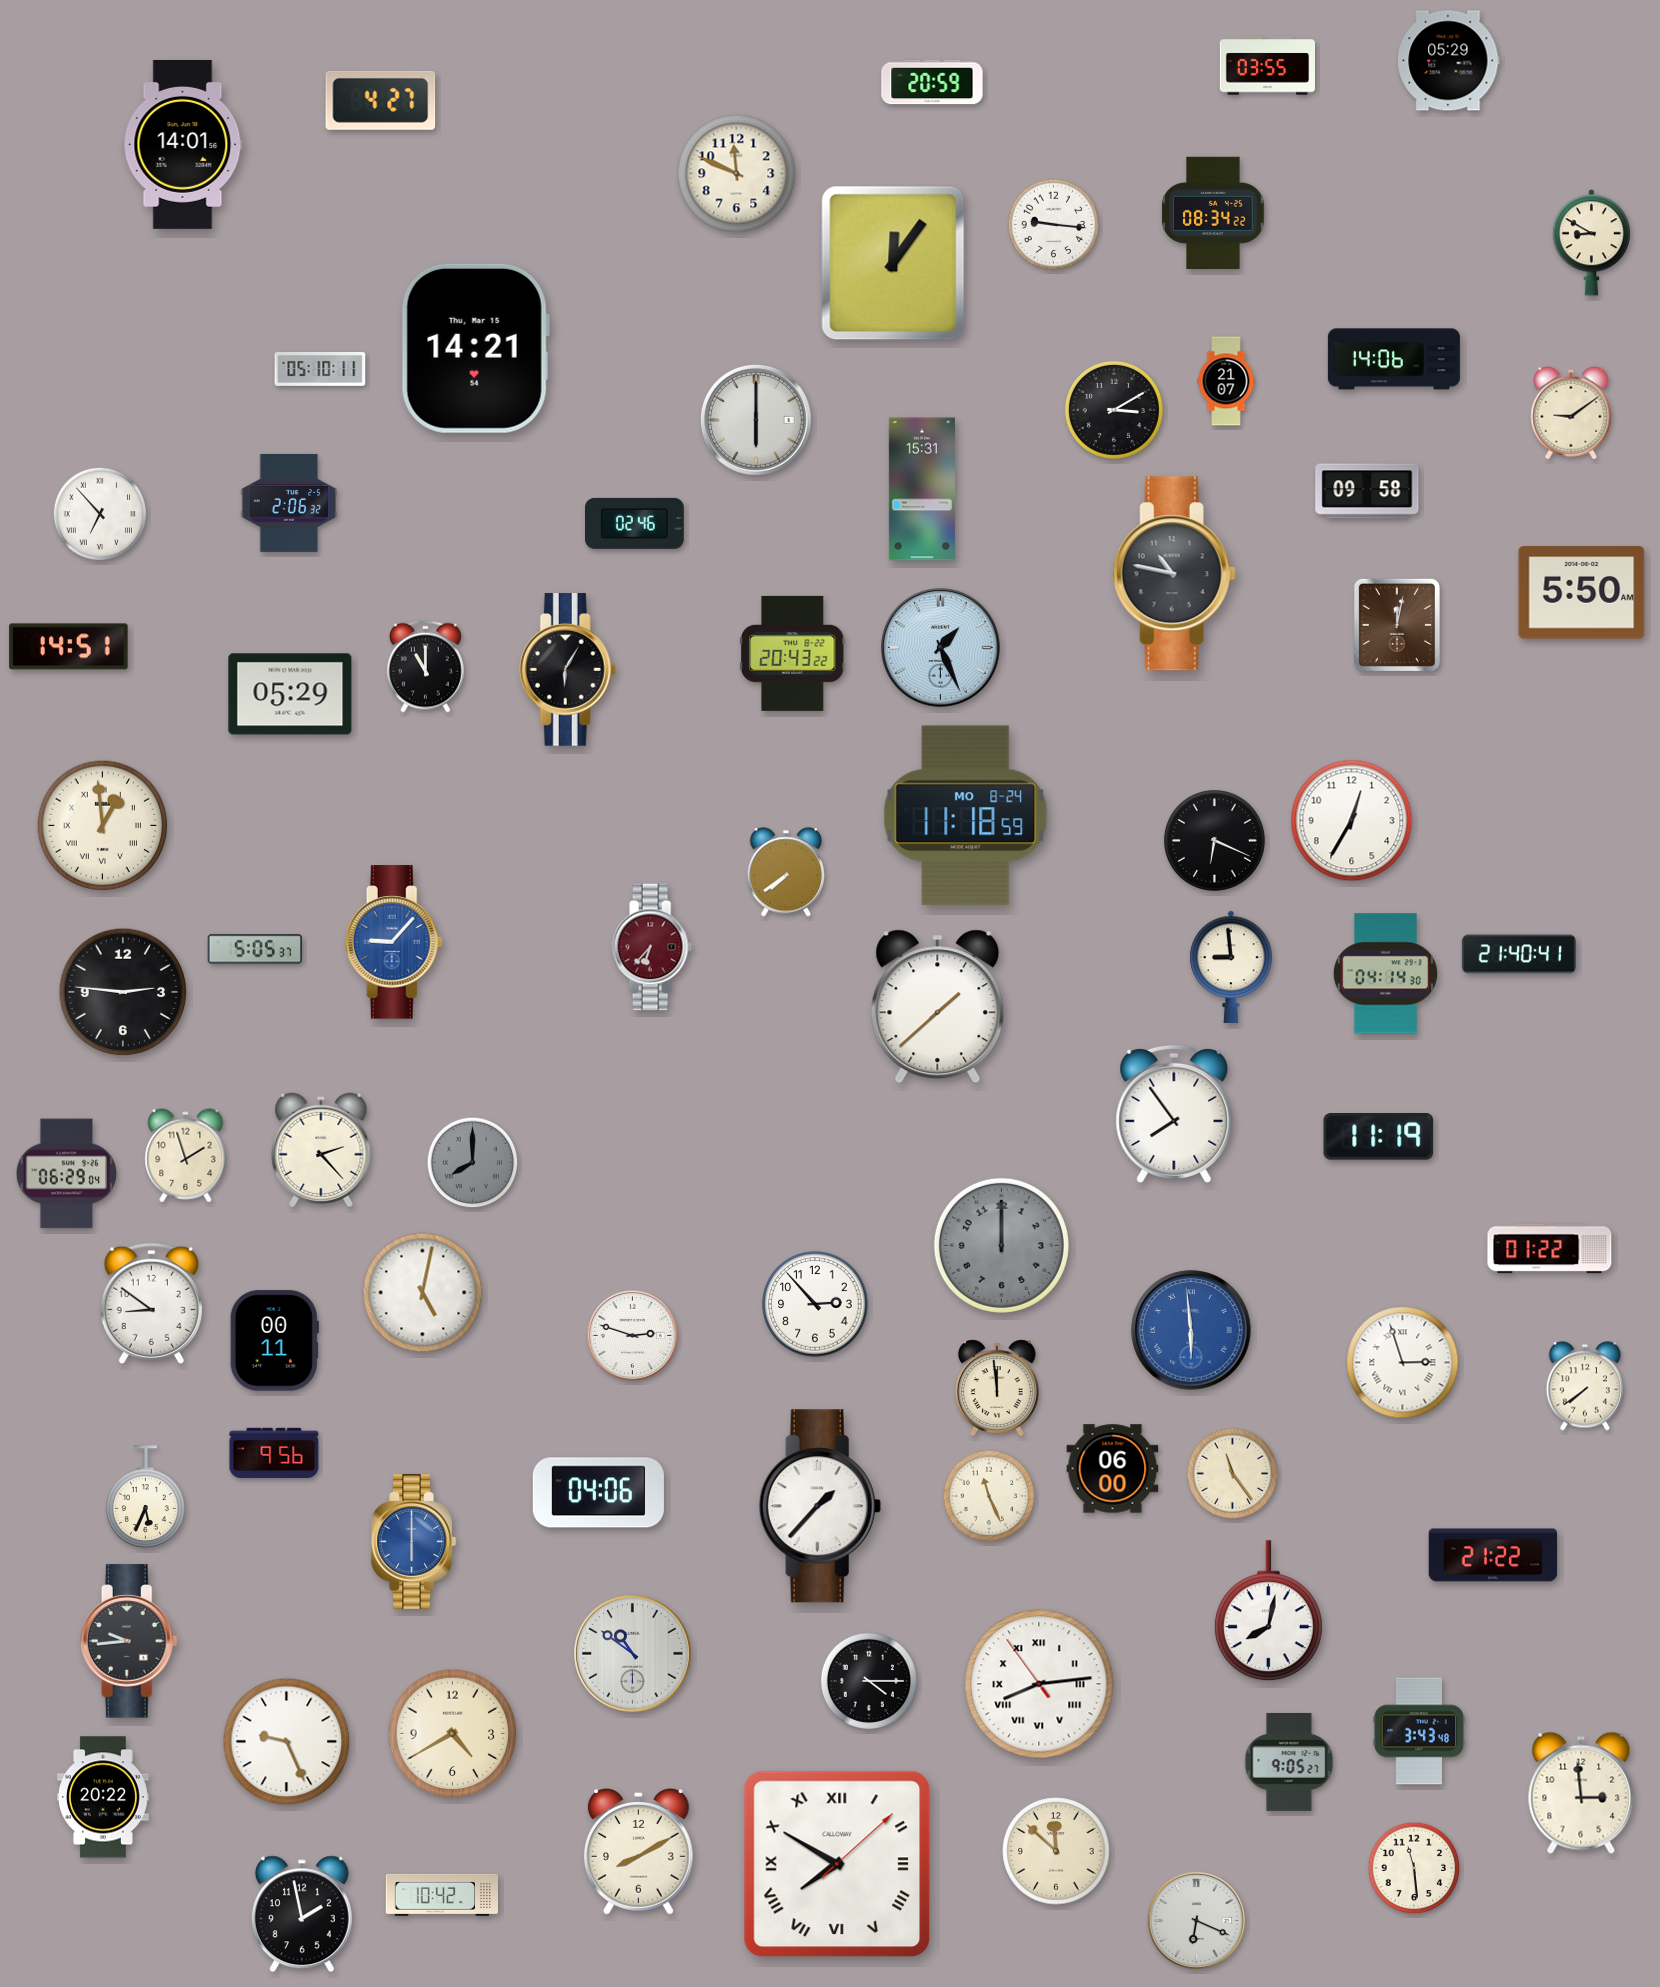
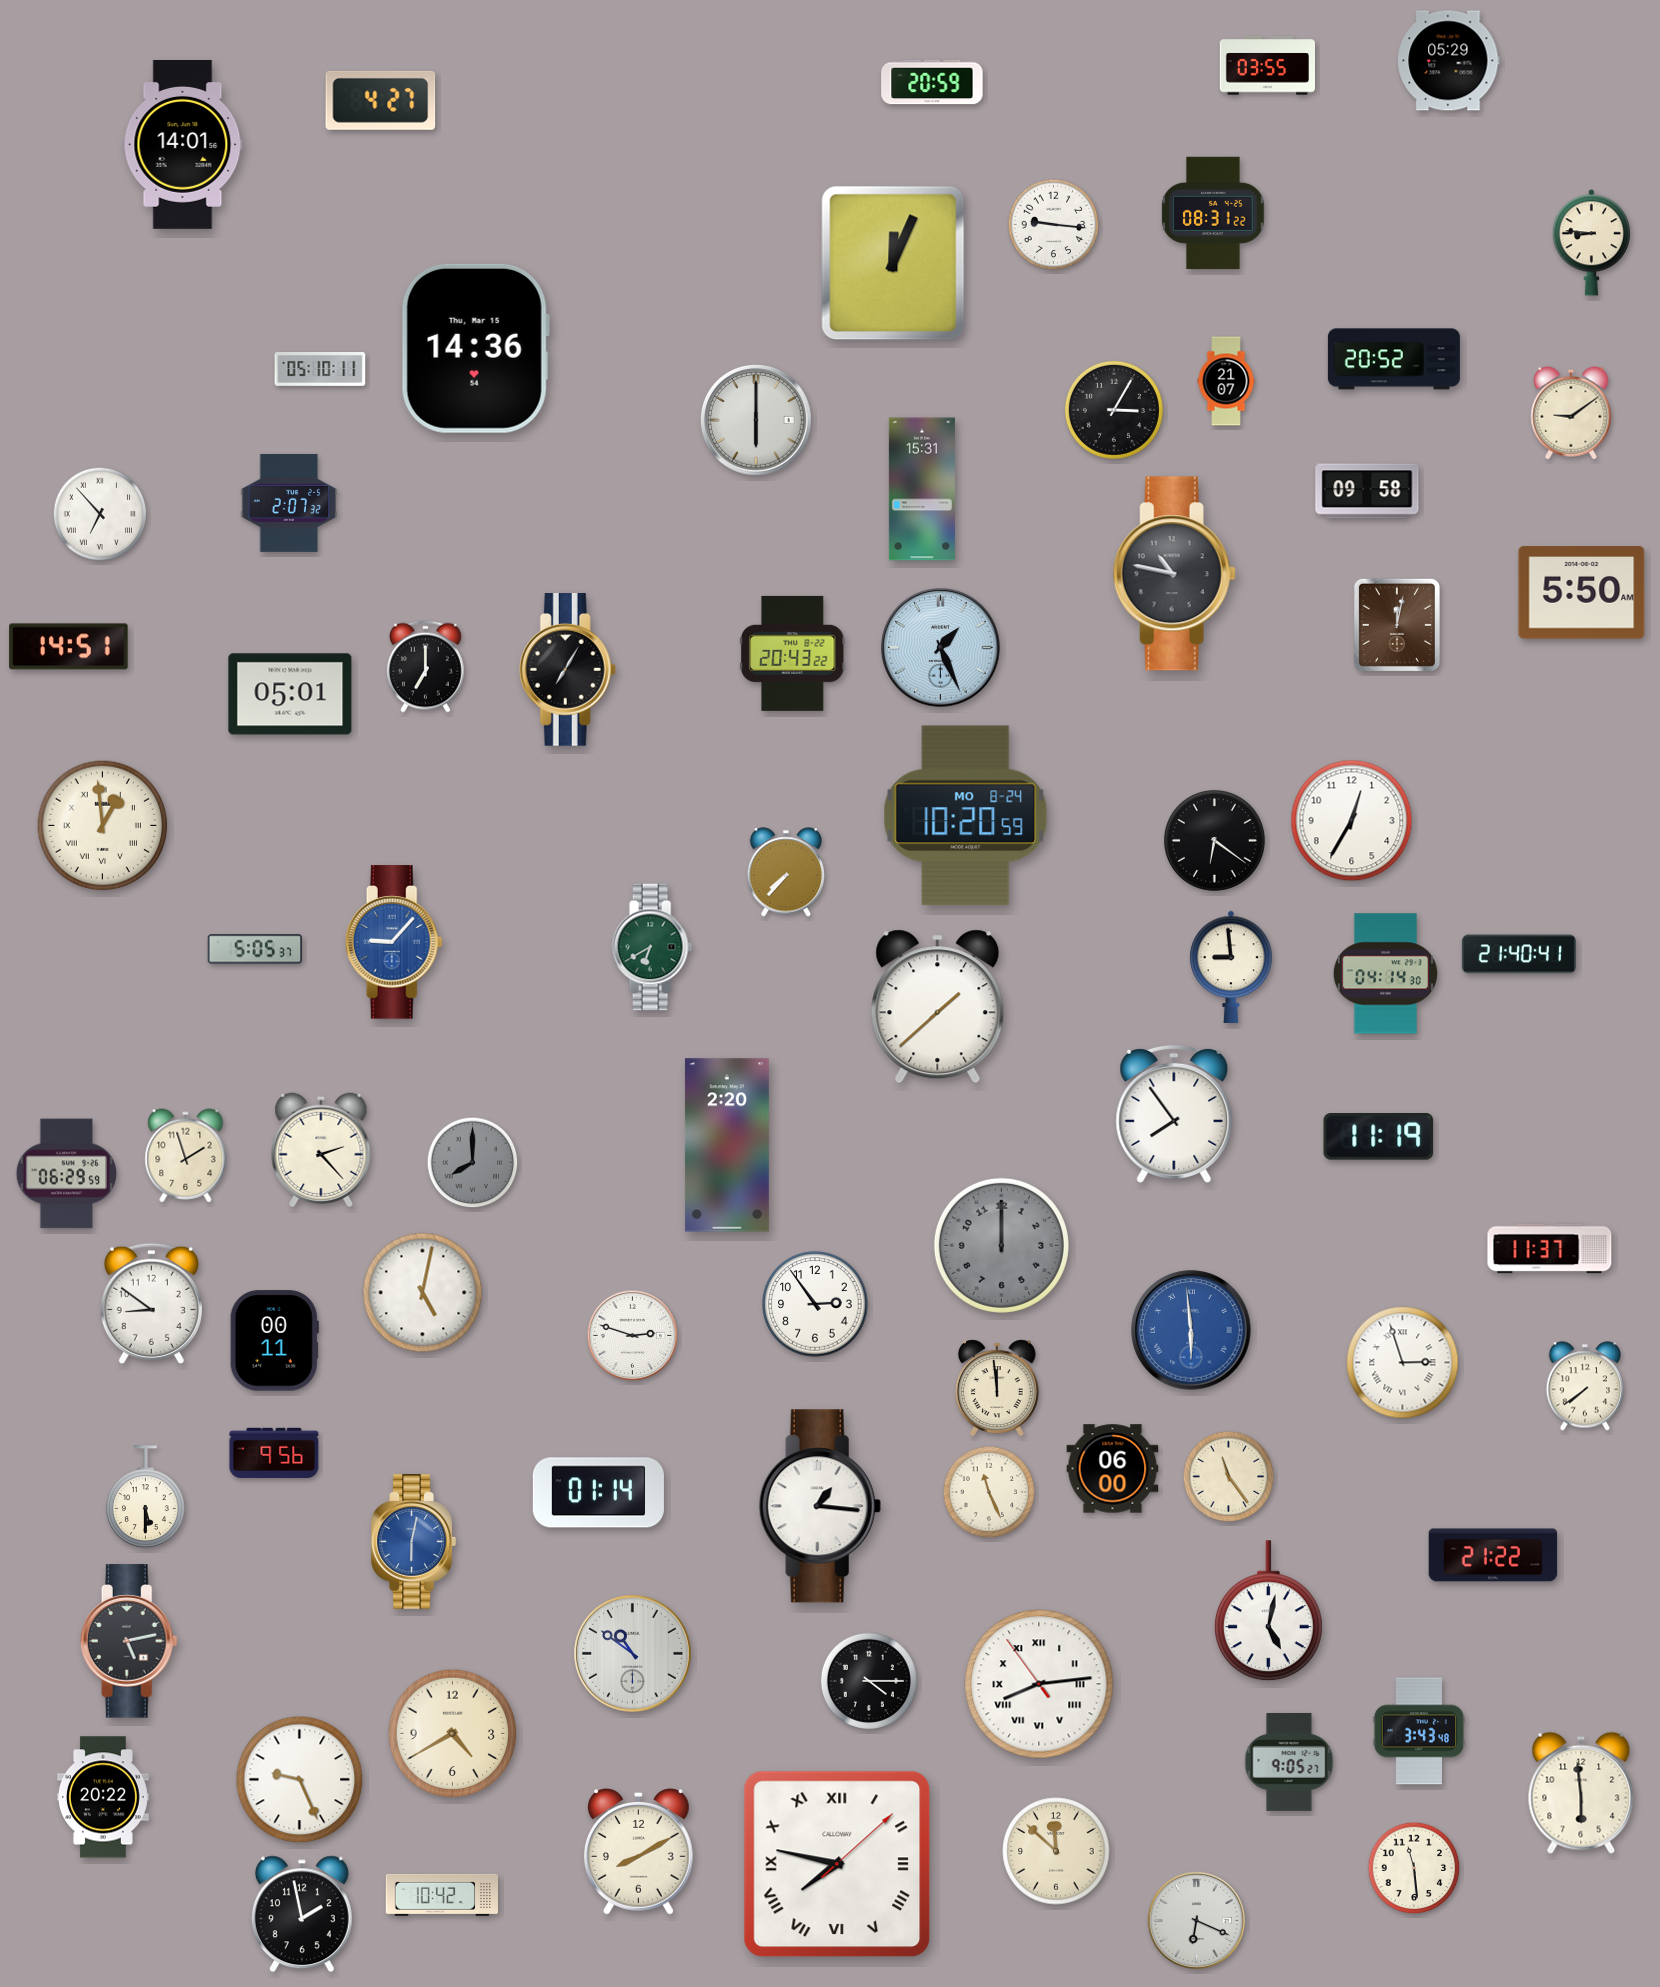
clock at (737, 174): 11:49 -> none
clock at (1213, 212): 08:34 -> 08:31
clock at (1591, 243): 8:50 -> 8:46
clock at (893, 263): 12:06 -> 12:04
clock at (475, 348): 14:21 -> 14:36
clock at (1394, 359): 14:06 -> 20:52
clock at (1114, 410): 3:10 -> 3:05
clock at (289, 503): 2:06 -> 2:07
clock at (635, 523): 02:46 -> none
clock at (426, 666): 11:00 -> 7:00
clock at (567, 670): 6:05 -> 7:05
clock at (290, 694): 05:29 -> 05:01
clock at (966, 816): 11:18 -> 10:20
clock at (1214, 840): 6:19 -> 6:21
clock at (786, 872): 7:39 -> 7:37
clock at (652, 947): 6:37 -> 6:40
clock at (652, 947) dial: burgundy -> green
clock at (123, 992): 2:46 -> none
clock at (727, 1145): none -> 2:20
clock at (67, 1174): 06:29:04 -> 06:29:59
clock at (1550, 1249): 01:22 -> 11:37
clock at (815, 1304): 2:53 -> 2:54
clock at (1233, 1474) position: (1233, 1474) -> (1229, 1477)
clock at (598, 1493): 04:06 -> 01:14
clock at (989, 1496) position: (989, 1496) -> (989, 1492)
clock at (146, 1497): 5:34 -> 5:30
clock at (820, 1506): 1:37 -> 1:16
clock at (413, 1542): 6:00 -> 6:02
clock at (1268, 1611): 8:02 -> 5:02
clock at (129, 1641): 9:44 -> 5:13
clock at (287, 1742) position: (287, 1742) -> (300, 1780)
clock at (1581, 1793): 2:59 -> 5:59
clock at (837, 1864): 7:50 -> 7:47
